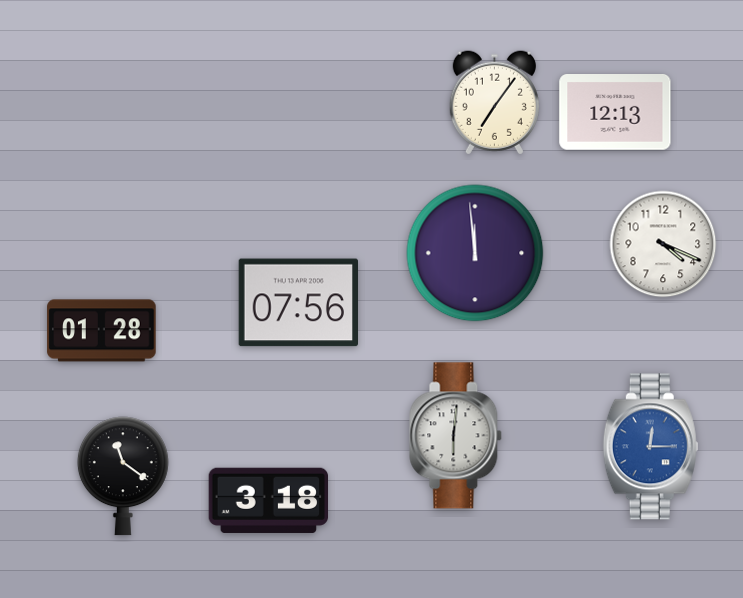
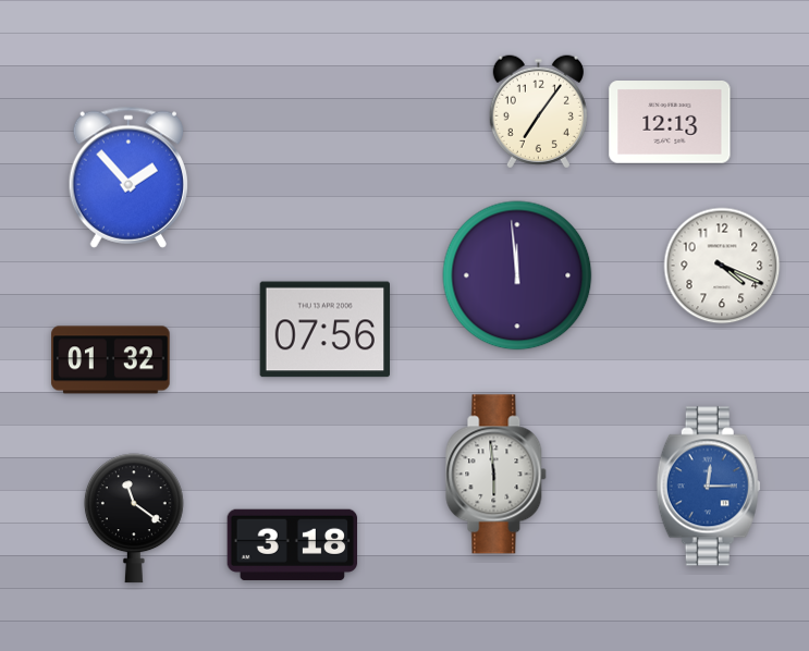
clock at (127, 177): none -> 1:53
clock at (102, 331): 01:28 -> 01:32
clock at (456, 436): 6:01 -> 5:59
